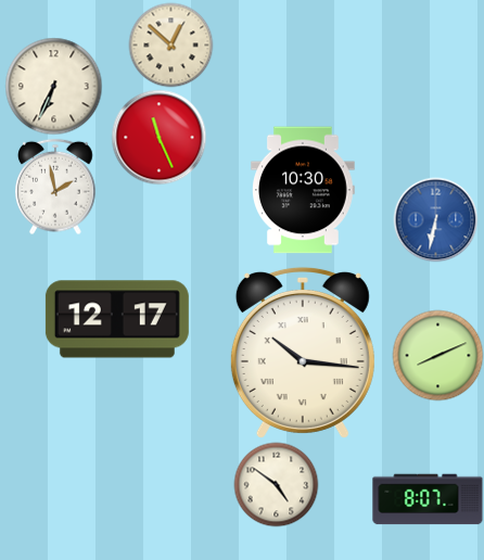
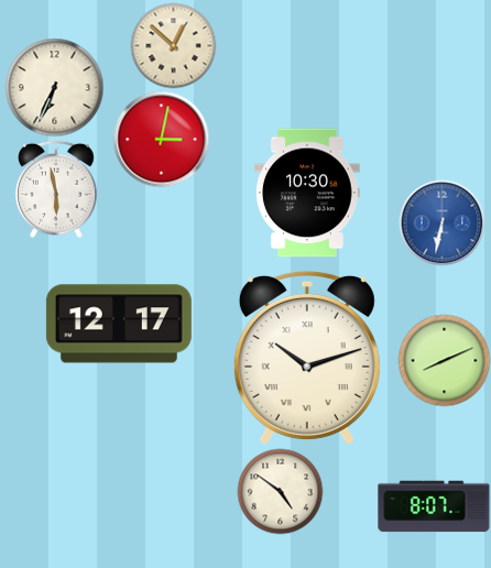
clock at (158, 137): 11:26 -> 3:02
clock at (55, 187): 1:58 -> 5:58
clock at (303, 353): 10:16 -> 10:12
